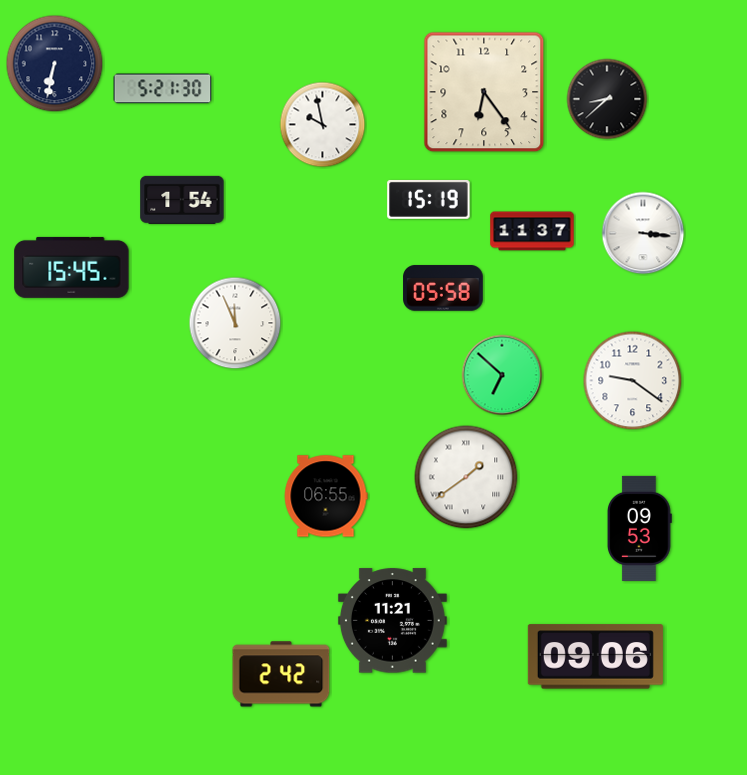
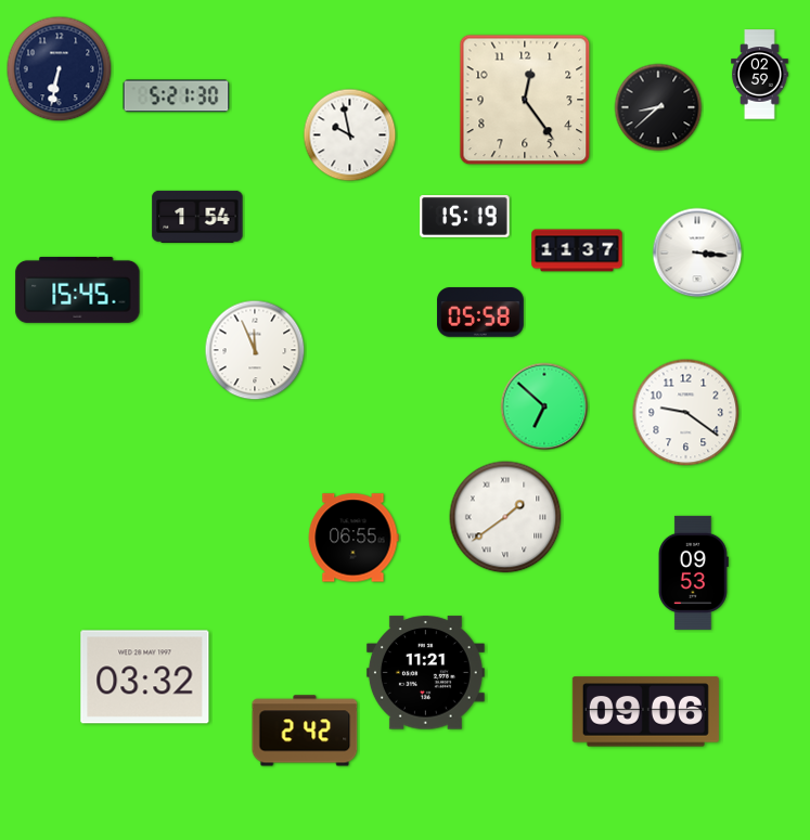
clock at (760, 75): none -> 02:59
clock at (484, 92): 6:24 -> 12:24
clock at (145, 677): none -> 03:32
